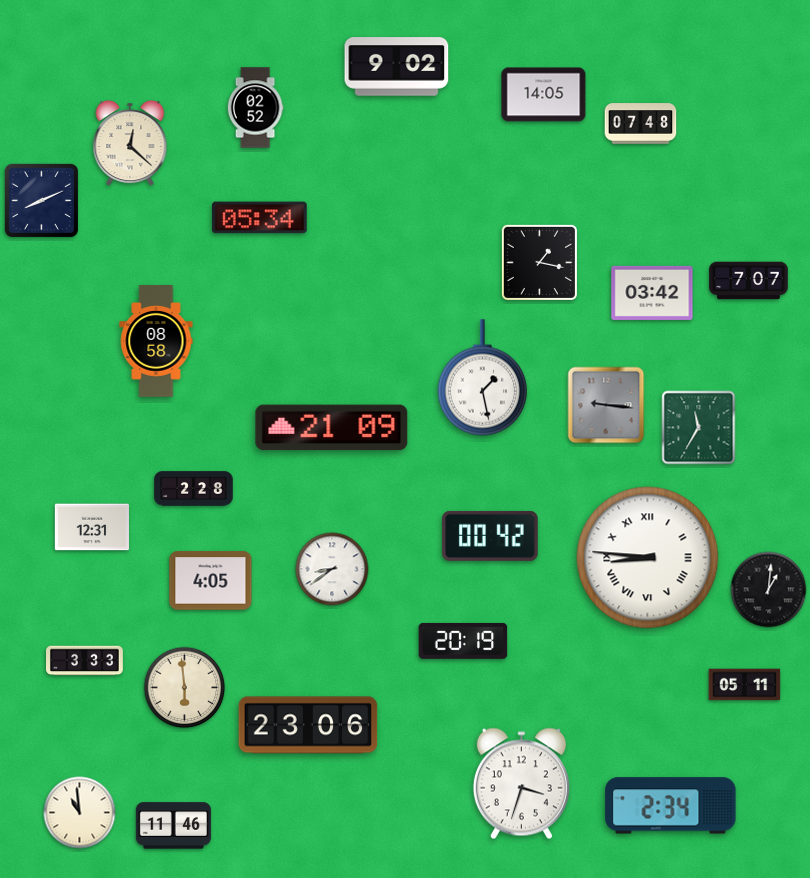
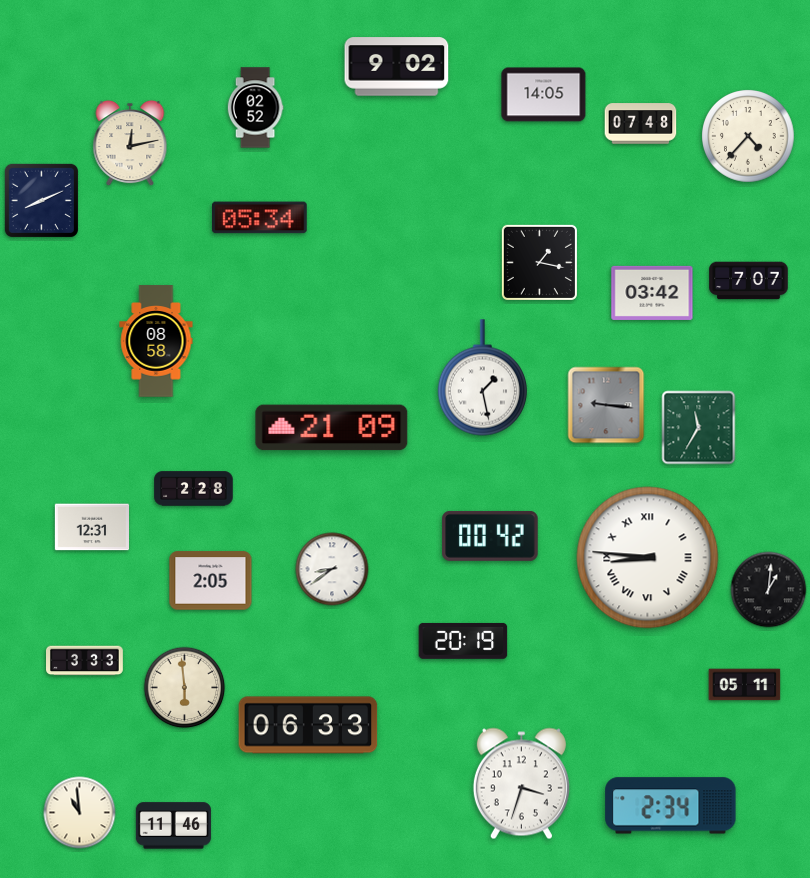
clock at (748, 136): none -> 4:37
clock at (130, 143): 12:22 -> 12:13
clock at (211, 581): 4:05 -> 2:05
clock at (308, 725): 23:06 -> 06:33
